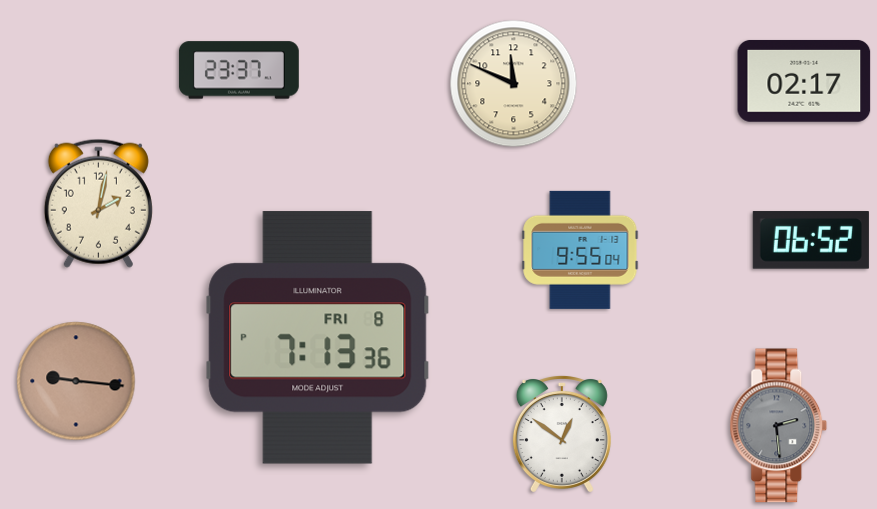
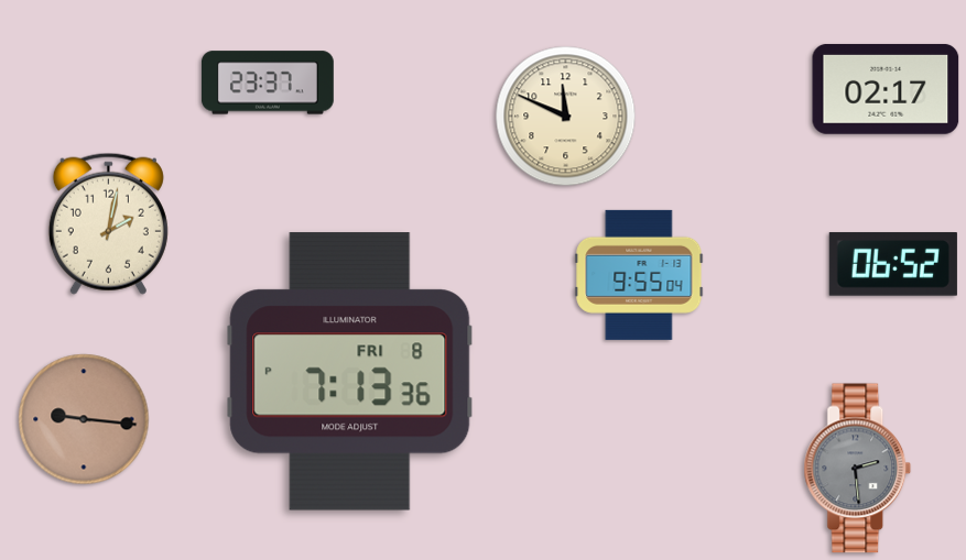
clock at (239, 70) position: (239, 70) -> (268, 83)
clock at (514, 84) position: (514, 84) -> (566, 117)
clock at (562, 434): 12:51 -> none
